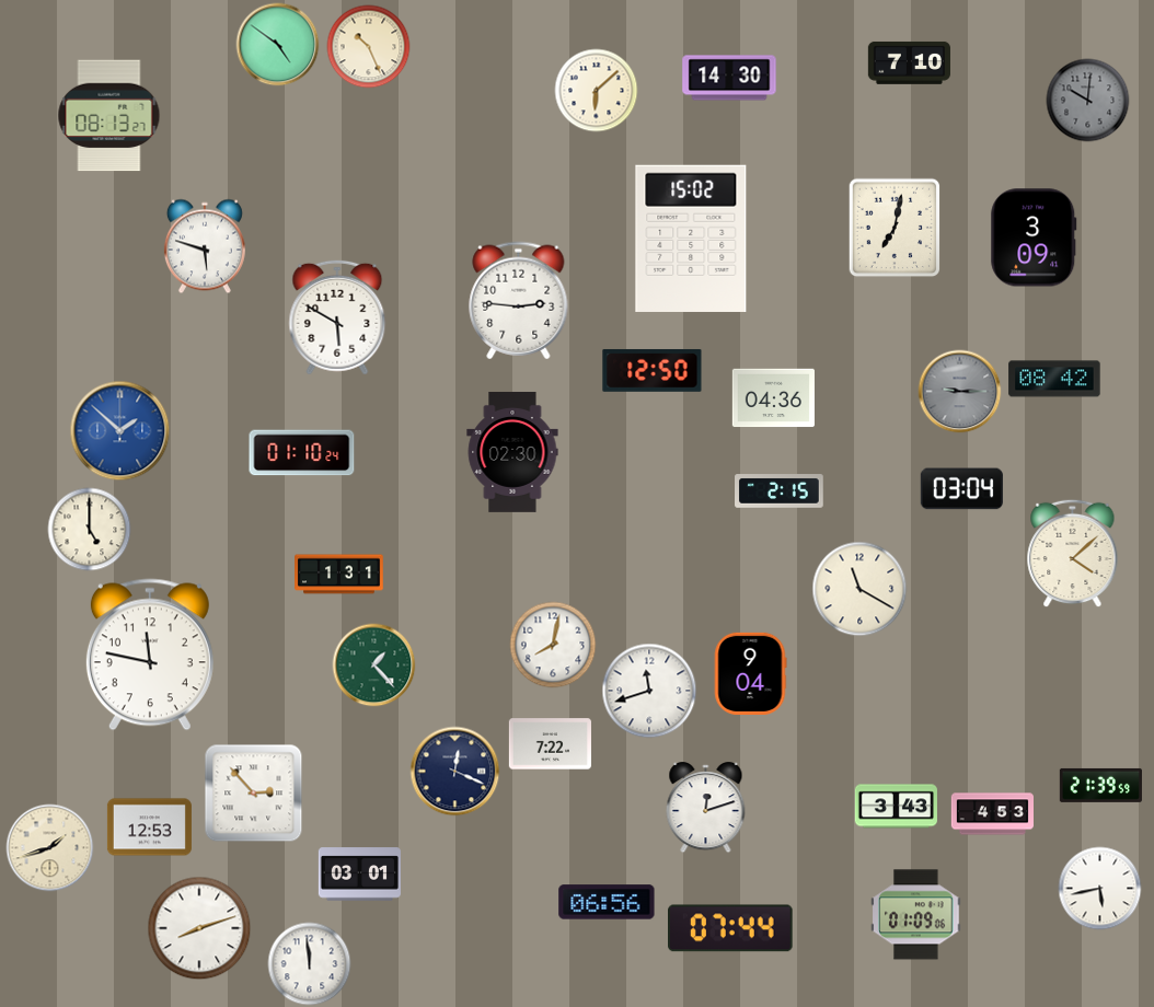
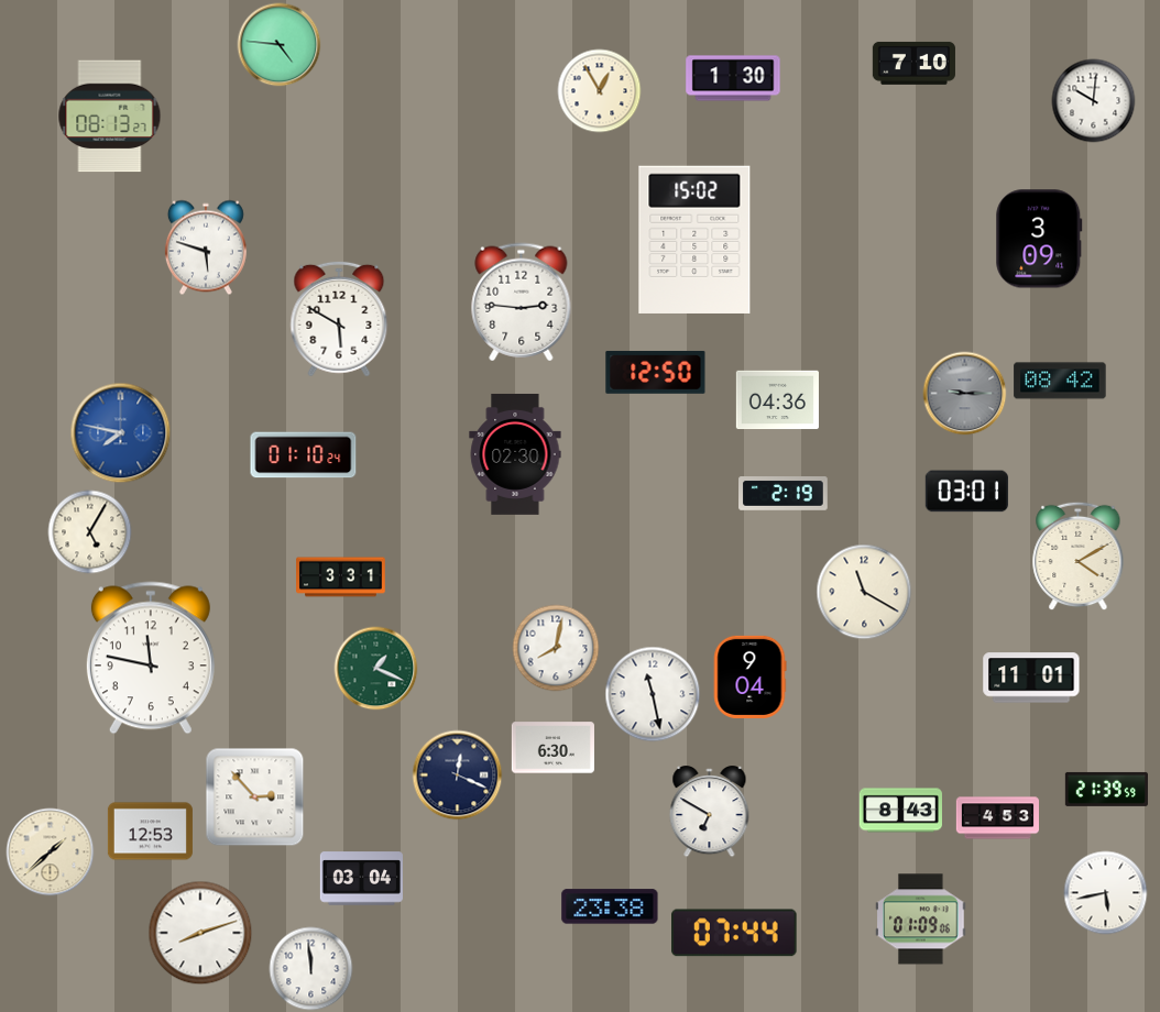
clock at (278, 45): 4:51 -> 4:46
clock at (369, 47): 10:26 -> none
clock at (729, 78): 14:30 -> 1:30
clock at (597, 91): 6:08 -> 12:55
clock at (1088, 101) dial: grey -> white
clock at (895, 228): 7:02 -> none
clock at (120, 431): 1:52 -> 7:47
clock at (961, 489): 03:04 -> 03:01
clock at (780, 491): 2:15 -> 2:19
clock at (90, 530): 5:00 -> 5:05
clock at (1073, 554): 4:08 -> 4:10
clock at (339, 575): 1:31 -> 3:31
clock at (374, 665): 1:23 -> 1:19
clock at (750, 673) position: (750, 673) -> (749, 676)
clock at (1031, 678): none -> 11:01
clock at (649, 691): 11:42 -> 11:28
clock at (550, 744): 7:22 -> 6:30
clock at (896, 807): 3:43 -> 8:43
clock at (706, 808): 12:12 -> 6:50
clock at (50, 848): 1:42 -> 1:38
clock at (359, 875): 03:01 -> 03:04
clock at (607, 902): 06:56 -> 23:38
